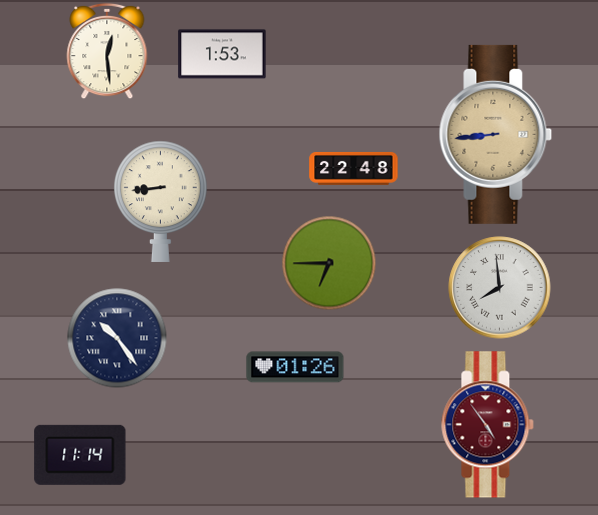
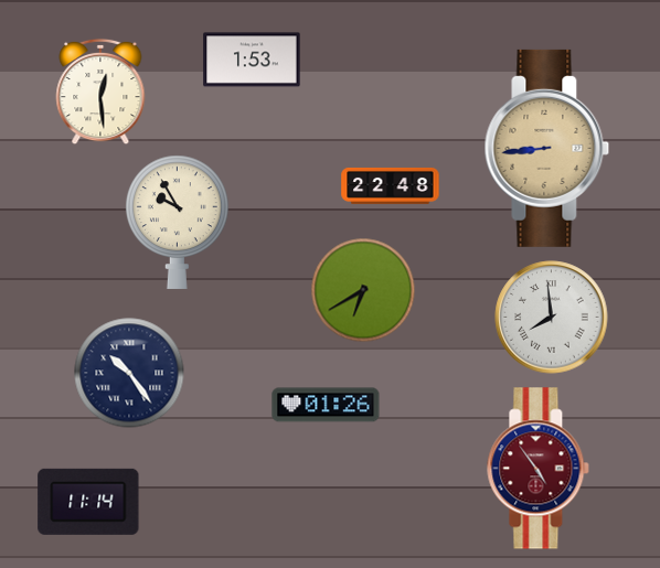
clock at (107, 51) position: (107, 51) -> (100, 92)
clock at (222, 54) position: (222, 54) -> (252, 60)
clock at (160, 201): 8:44 -> 9:55
clock at (329, 263): 6:45 -> 6:40
